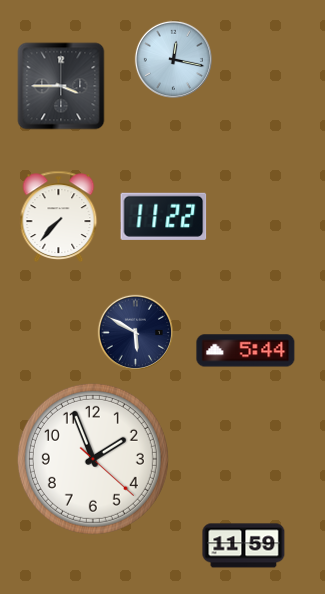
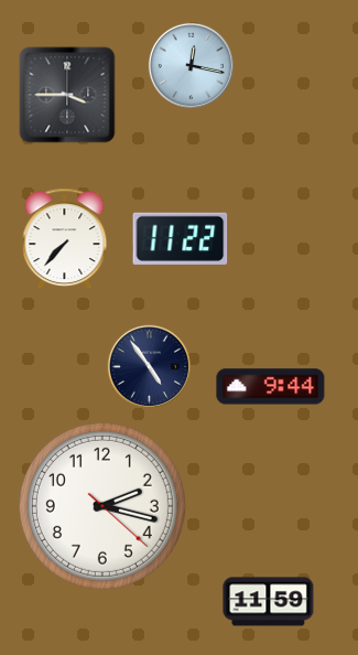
clock at (135, 332): 5:50 -> 4:54
clock at (246, 351): 5:44 -> 9:44
clock at (93, 459): 1:56 -> 2:17
